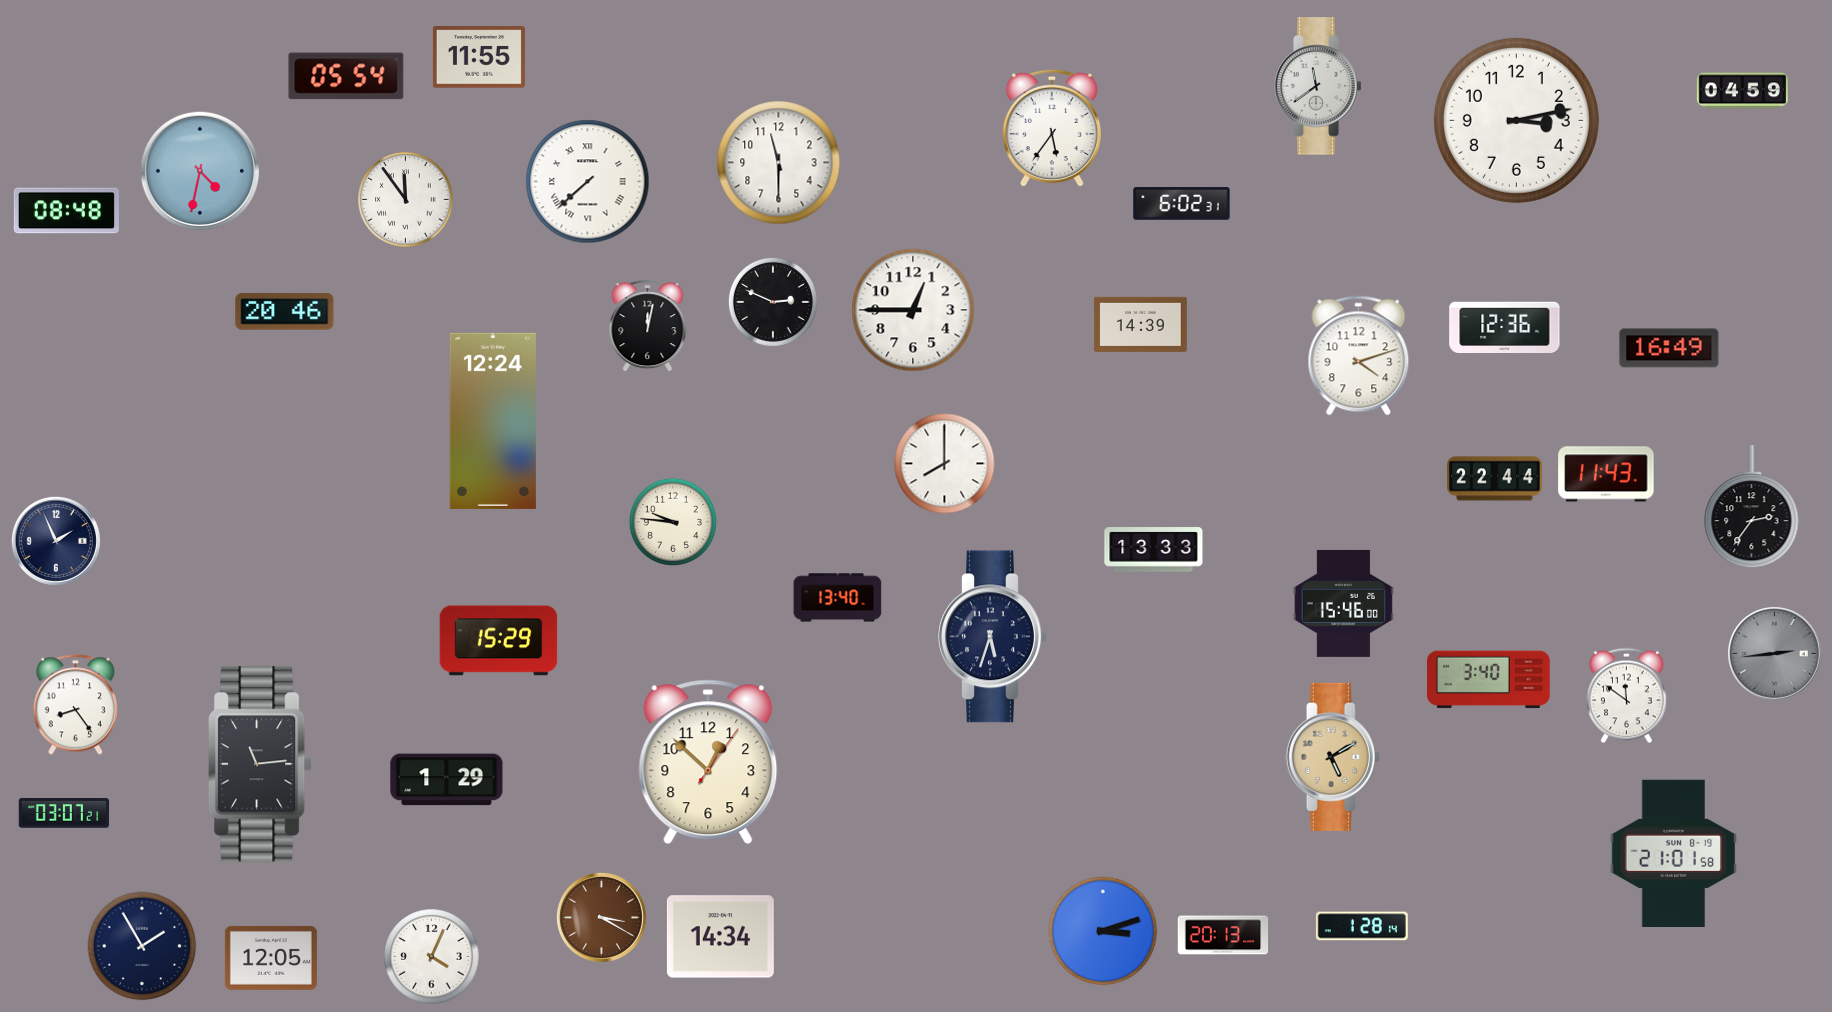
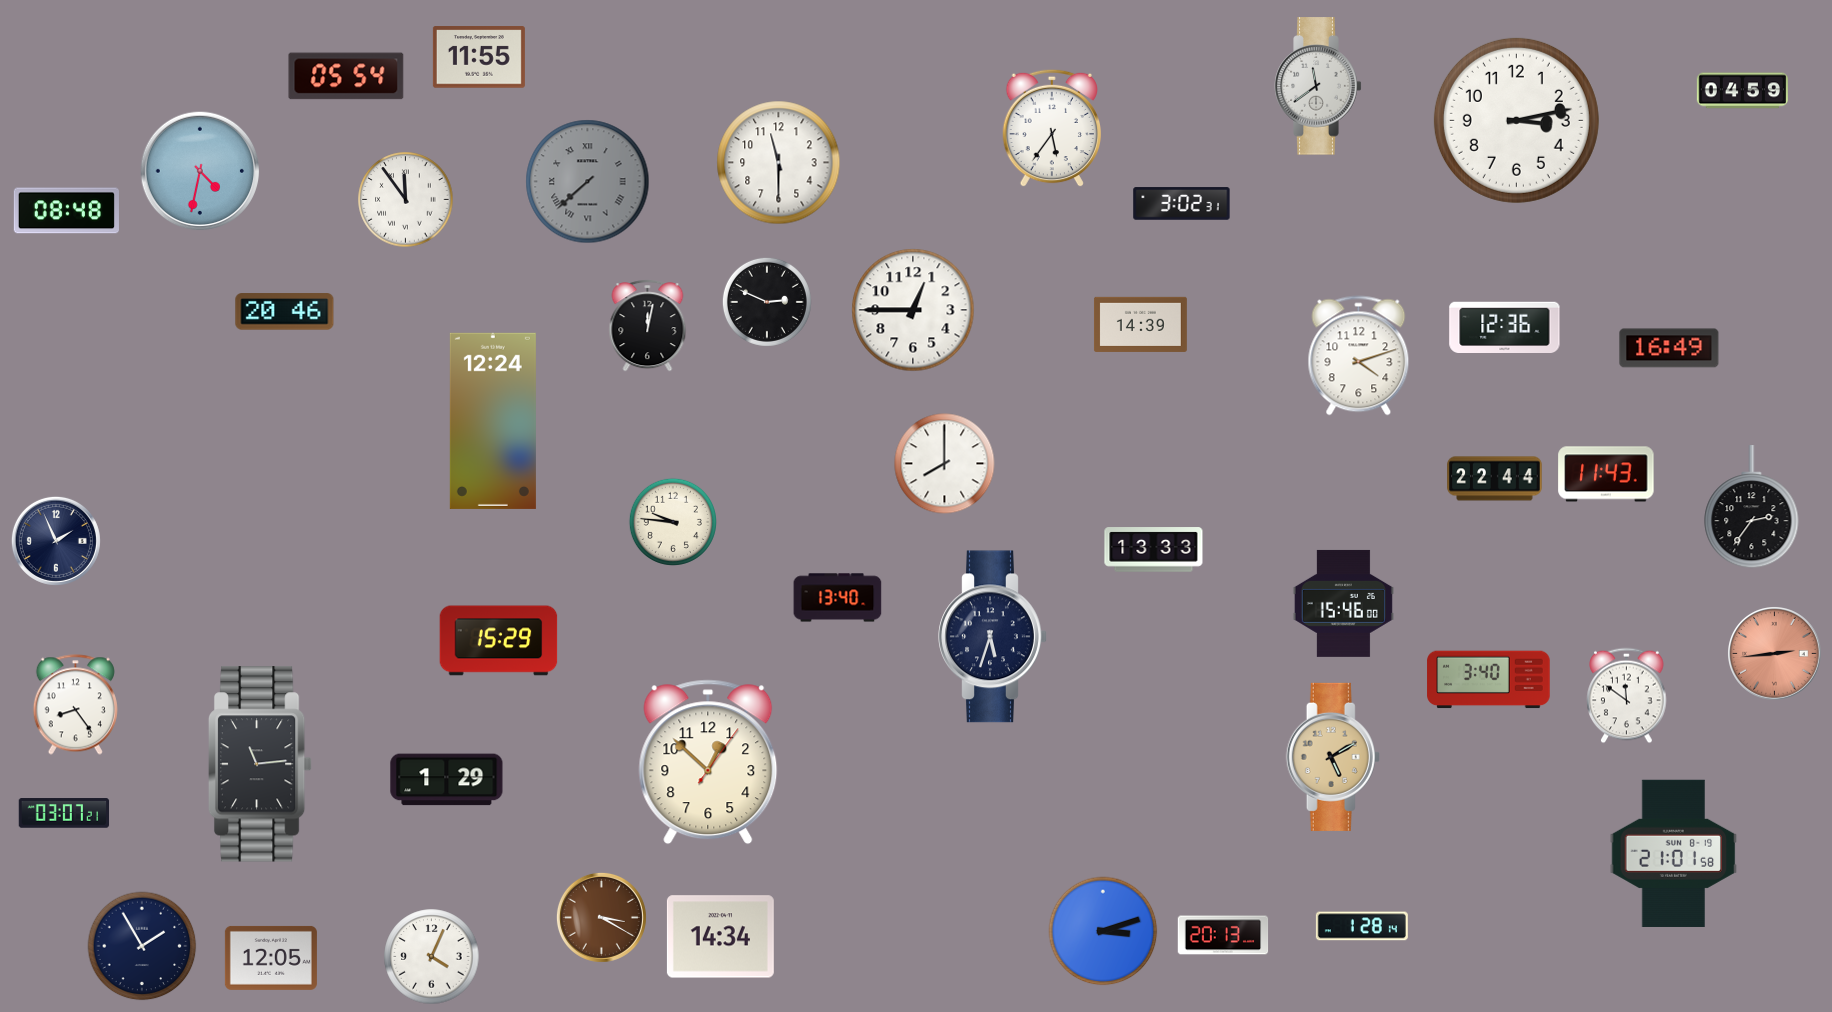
clock at (588, 182) dial: white -> grey
clock at (1182, 204): 6:02 -> 3:02
clock at (773, 302) position: (773, 302) -> (767, 302)
clock at (1775, 654) dial: grey -> salmon
